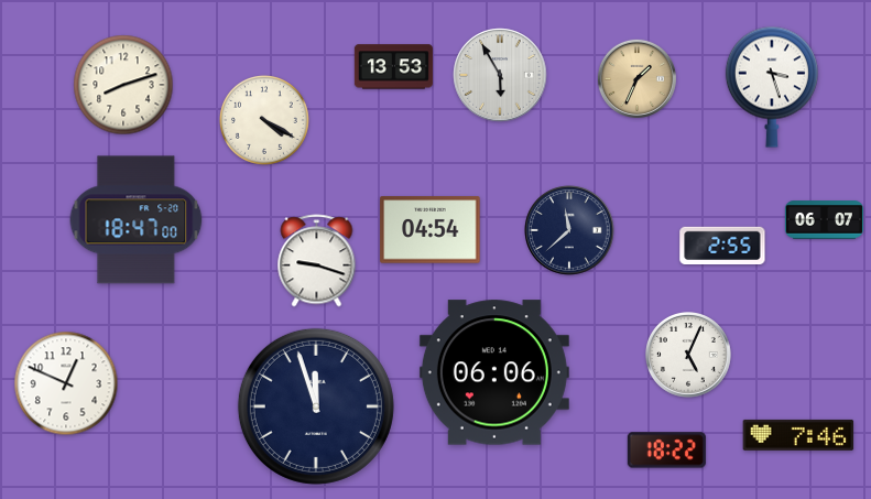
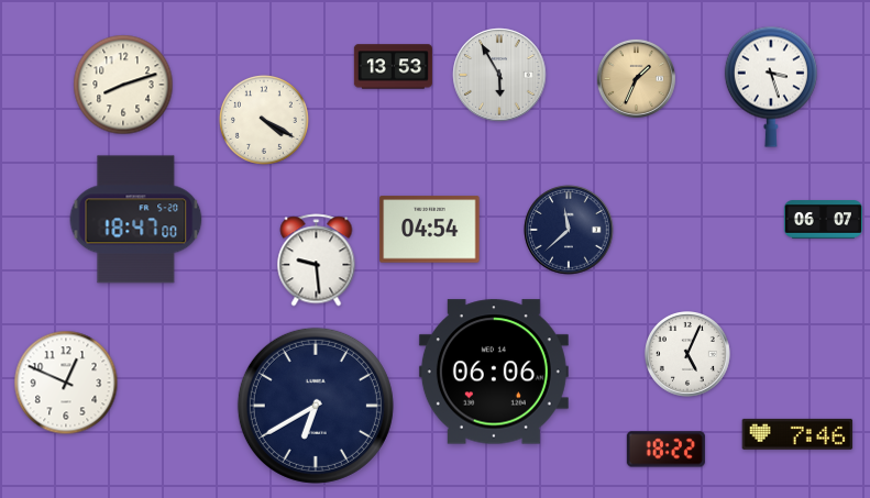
clock at (722, 246): 2:55 -> none
clock at (317, 261): 9:18 -> 9:29
clock at (316, 406): 11:57 -> 6:40
